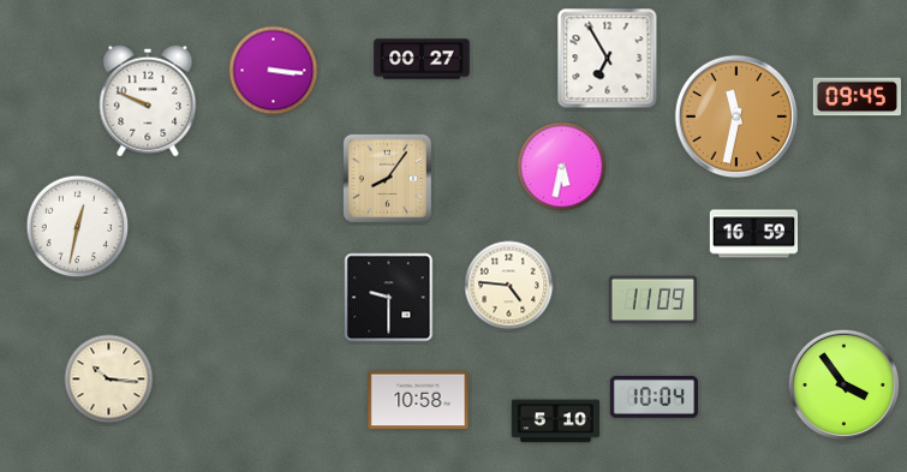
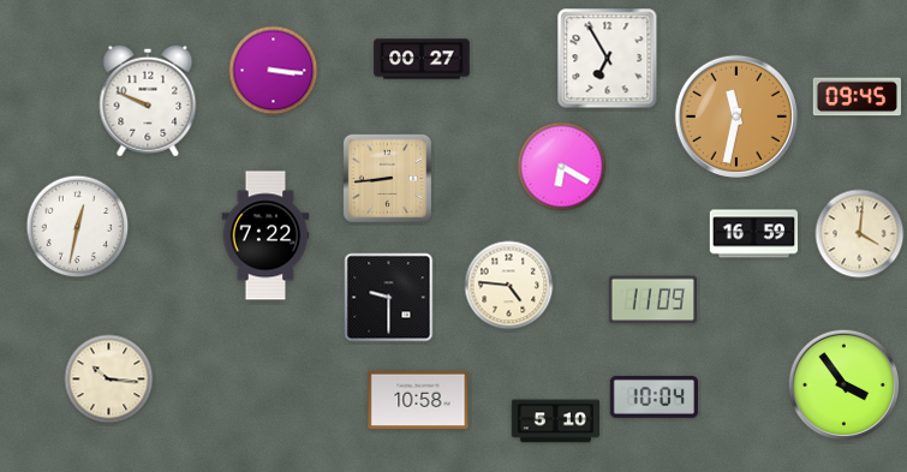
clock at (562, 167): 5:32 -> 6:20
clock at (387, 178): 8:06 -> 8:44
clock at (860, 234): none -> 4:01
clock at (265, 235): none -> 7:22
